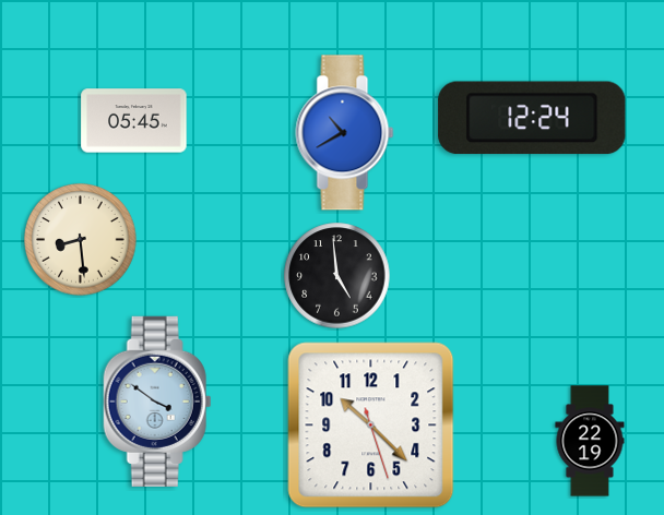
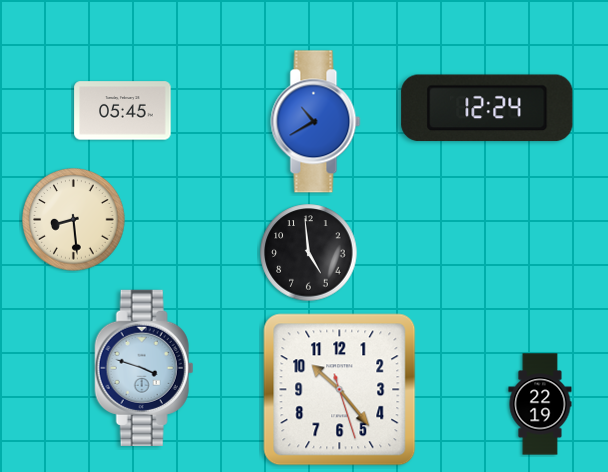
clock at (157, 402): 3:51 -> 3:48
clock at (371, 426): 10:22 -> 10:23
